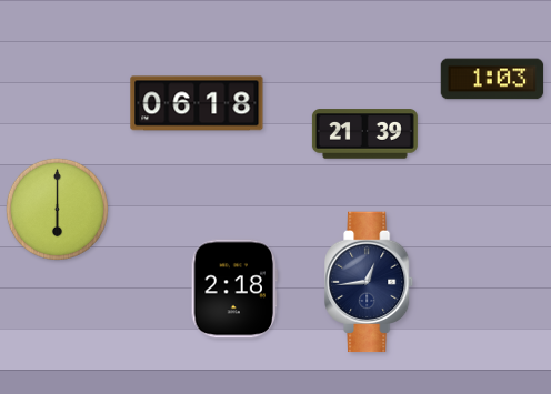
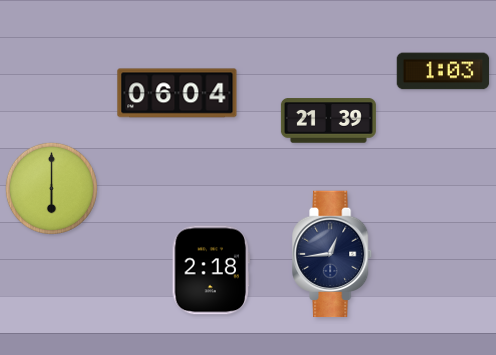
clock at (197, 103): 06:18 -> 06:04
clock at (233, 289) position: (233, 289) -> (210, 270)
